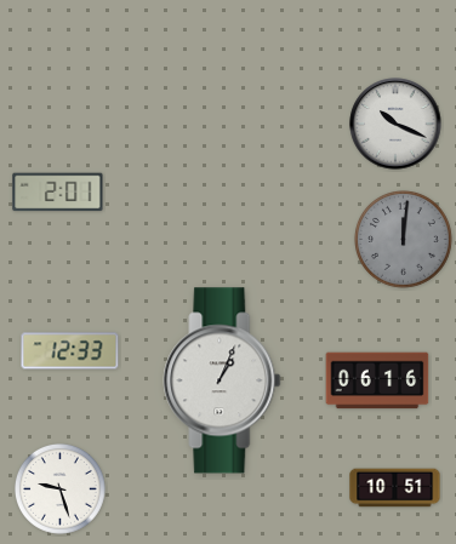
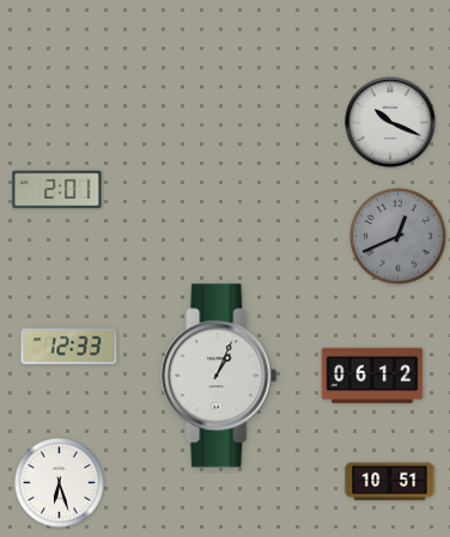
clock at (404, 240): 12:01 -> 12:41
clock at (377, 380): 06:16 -> 06:12
clock at (59, 488): 9:27 -> 6:27
